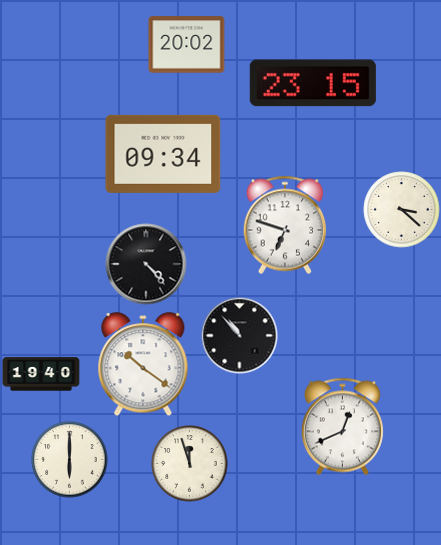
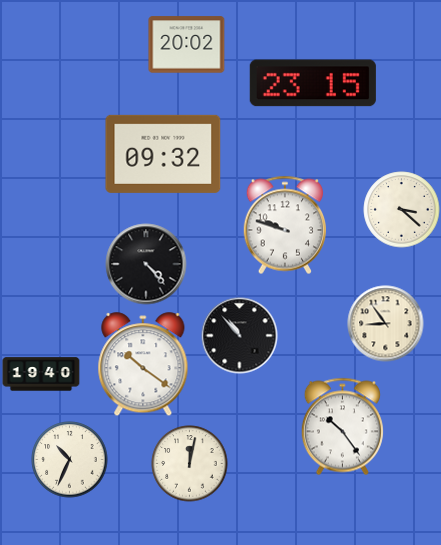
clock at (163, 154): 09:34 -> 09:32
clock at (285, 225): 6:48 -> 9:48
clock at (386, 324): none -> 8:54
clock at (342, 427): 12:41 -> 10:24
clock at (70, 460): 6:00 -> 10:34
clock at (190, 464): 11:57 -> 12:02
